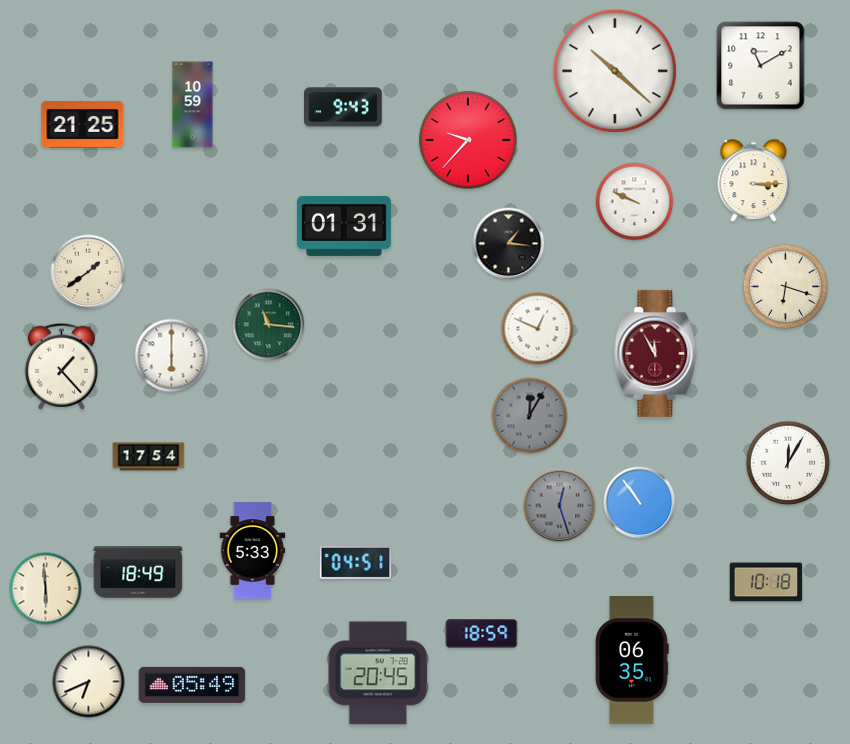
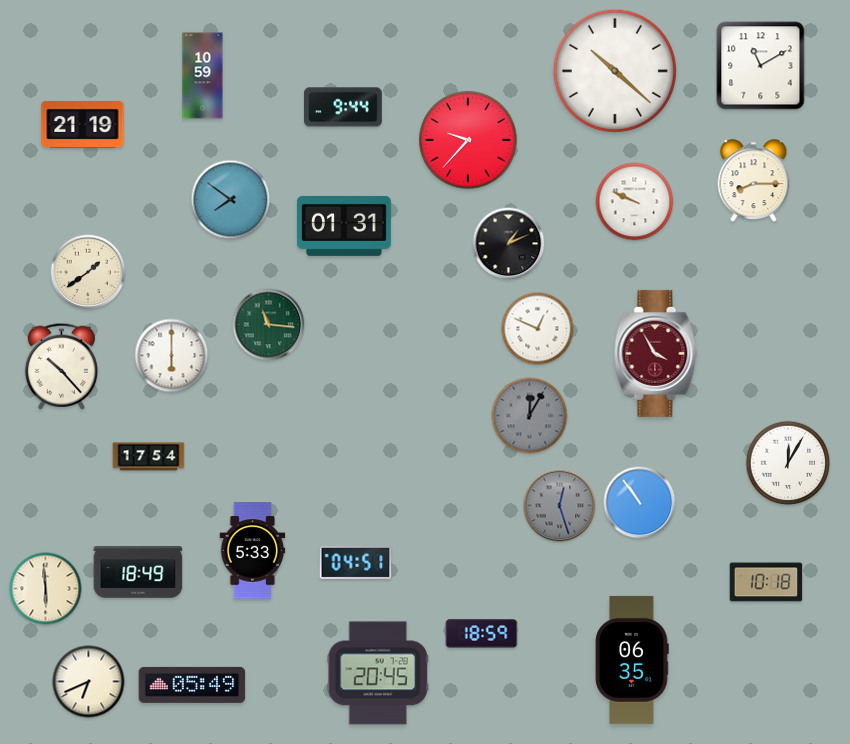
clock at (193, 105) position: (193, 105) -> (203, 76)
clock at (344, 107): 9:43 -> 9:44
clock at (83, 124): 21:25 -> 21:19
clock at (754, 180): 3:15 -> 8:15
clock at (231, 200): none -> 7:51
clock at (509, 244): 1:16 -> 1:11
clock at (786, 287): 6:18 -> none
clock at (656, 353): 11:55 -> 3:55
clock at (61, 366): 1:23 -> 10:23
